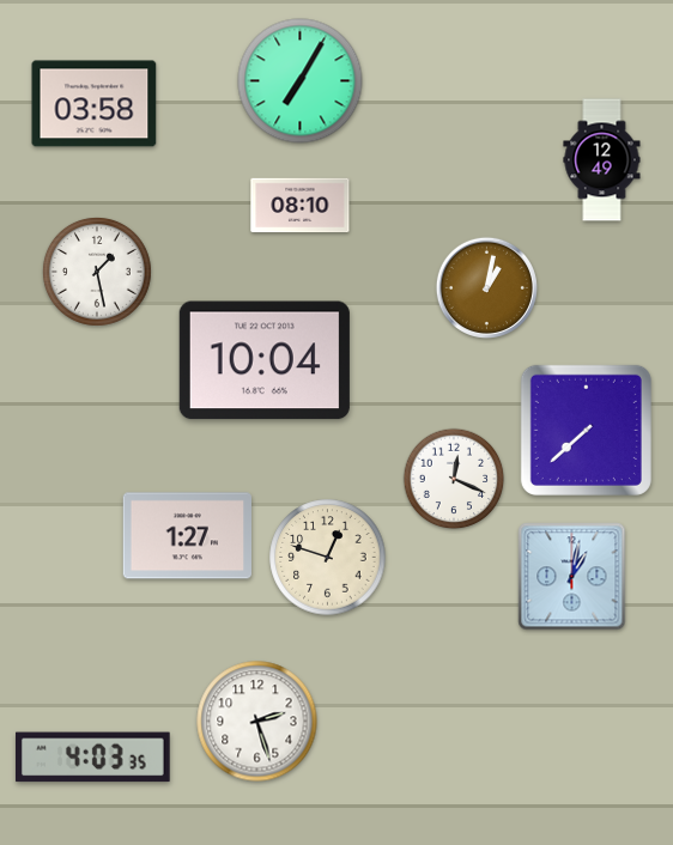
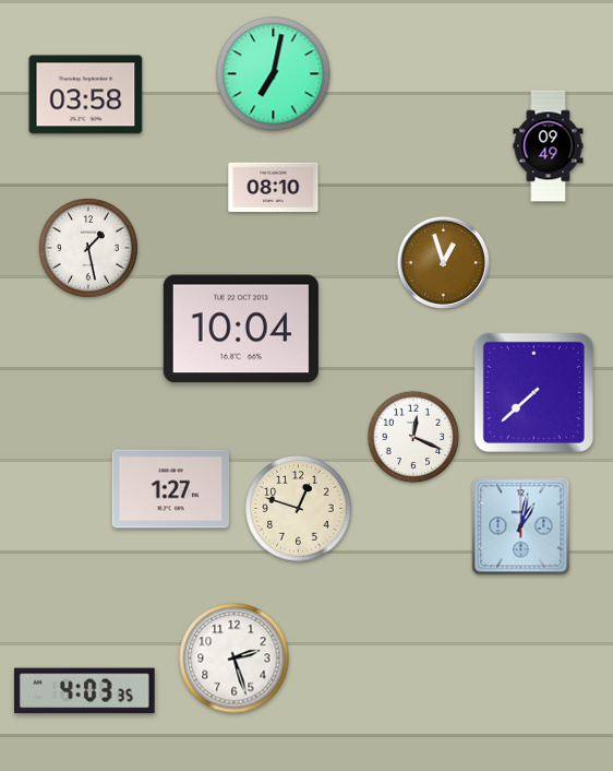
clock at (301, 81): 7:05 -> 7:02
clock at (602, 160): 12:49 -> 09:49
clock at (486, 287): 1:02 -> 12:57
